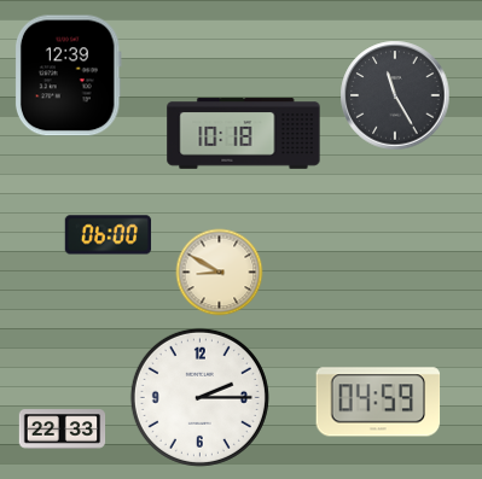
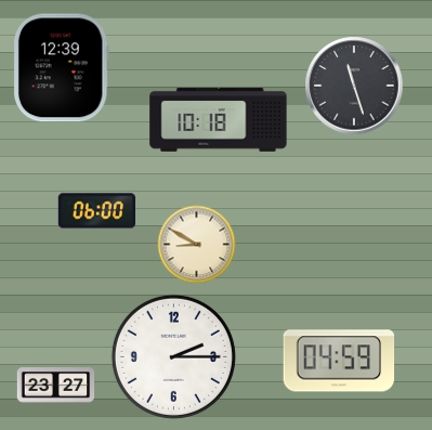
clock at (395, 95): 11:25 -> 11:27
clock at (199, 397) position: (199, 397) -> (173, 356)
clock at (63, 430): 22:33 -> 23:27
